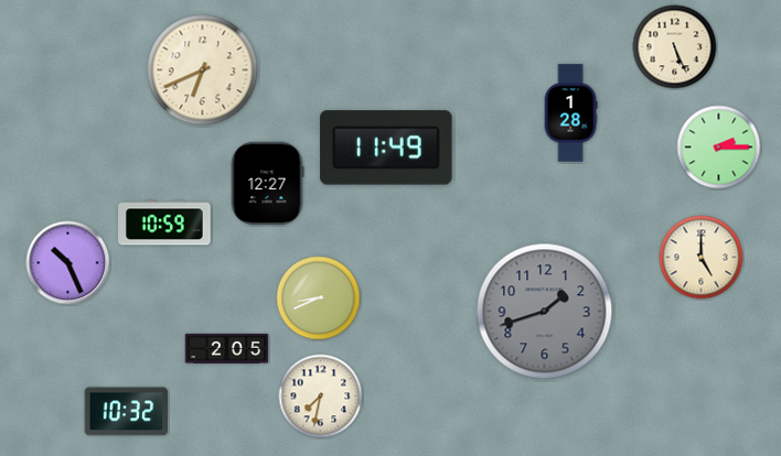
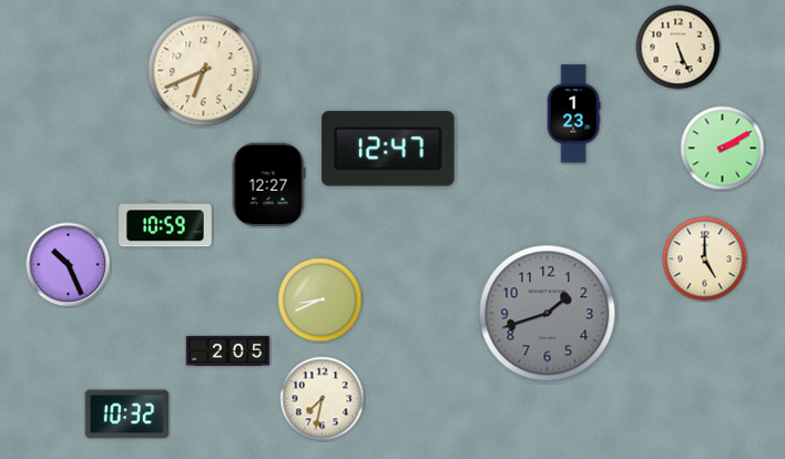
clock at (570, 113): 1:28 -> 1:23
clock at (386, 148): 11:49 -> 12:47
clock at (719, 148): 2:15 -> 2:10
